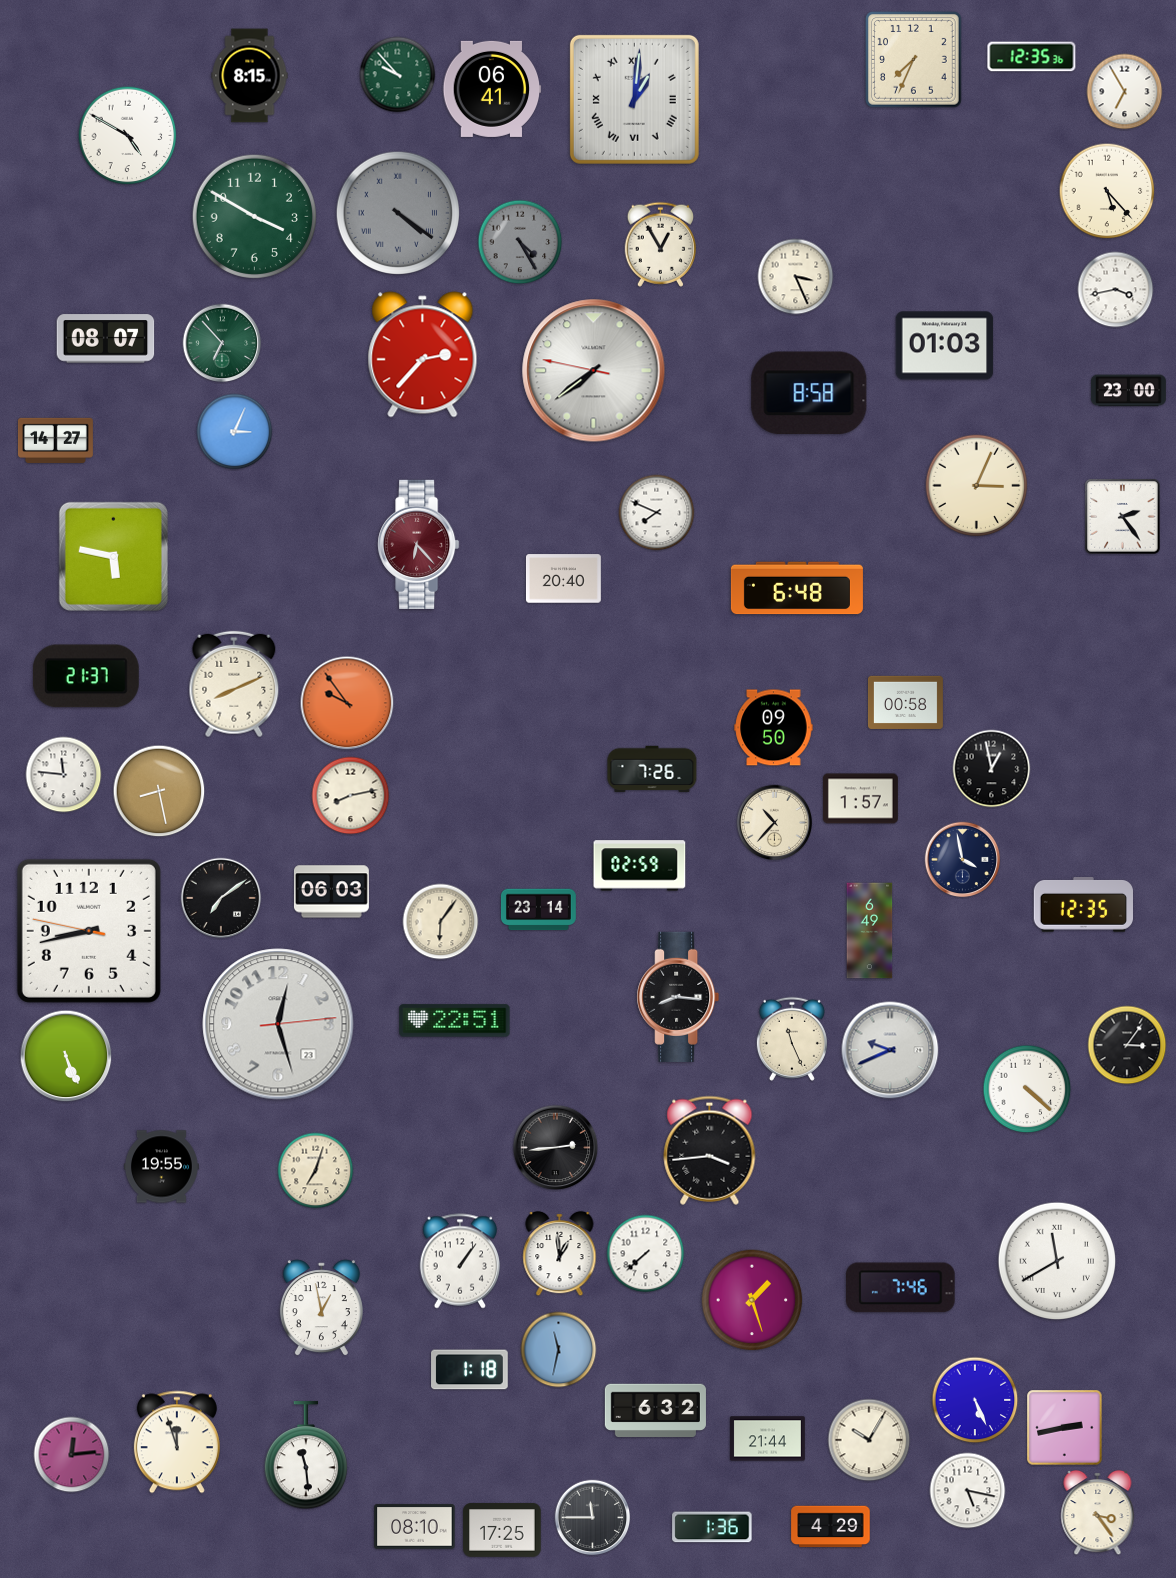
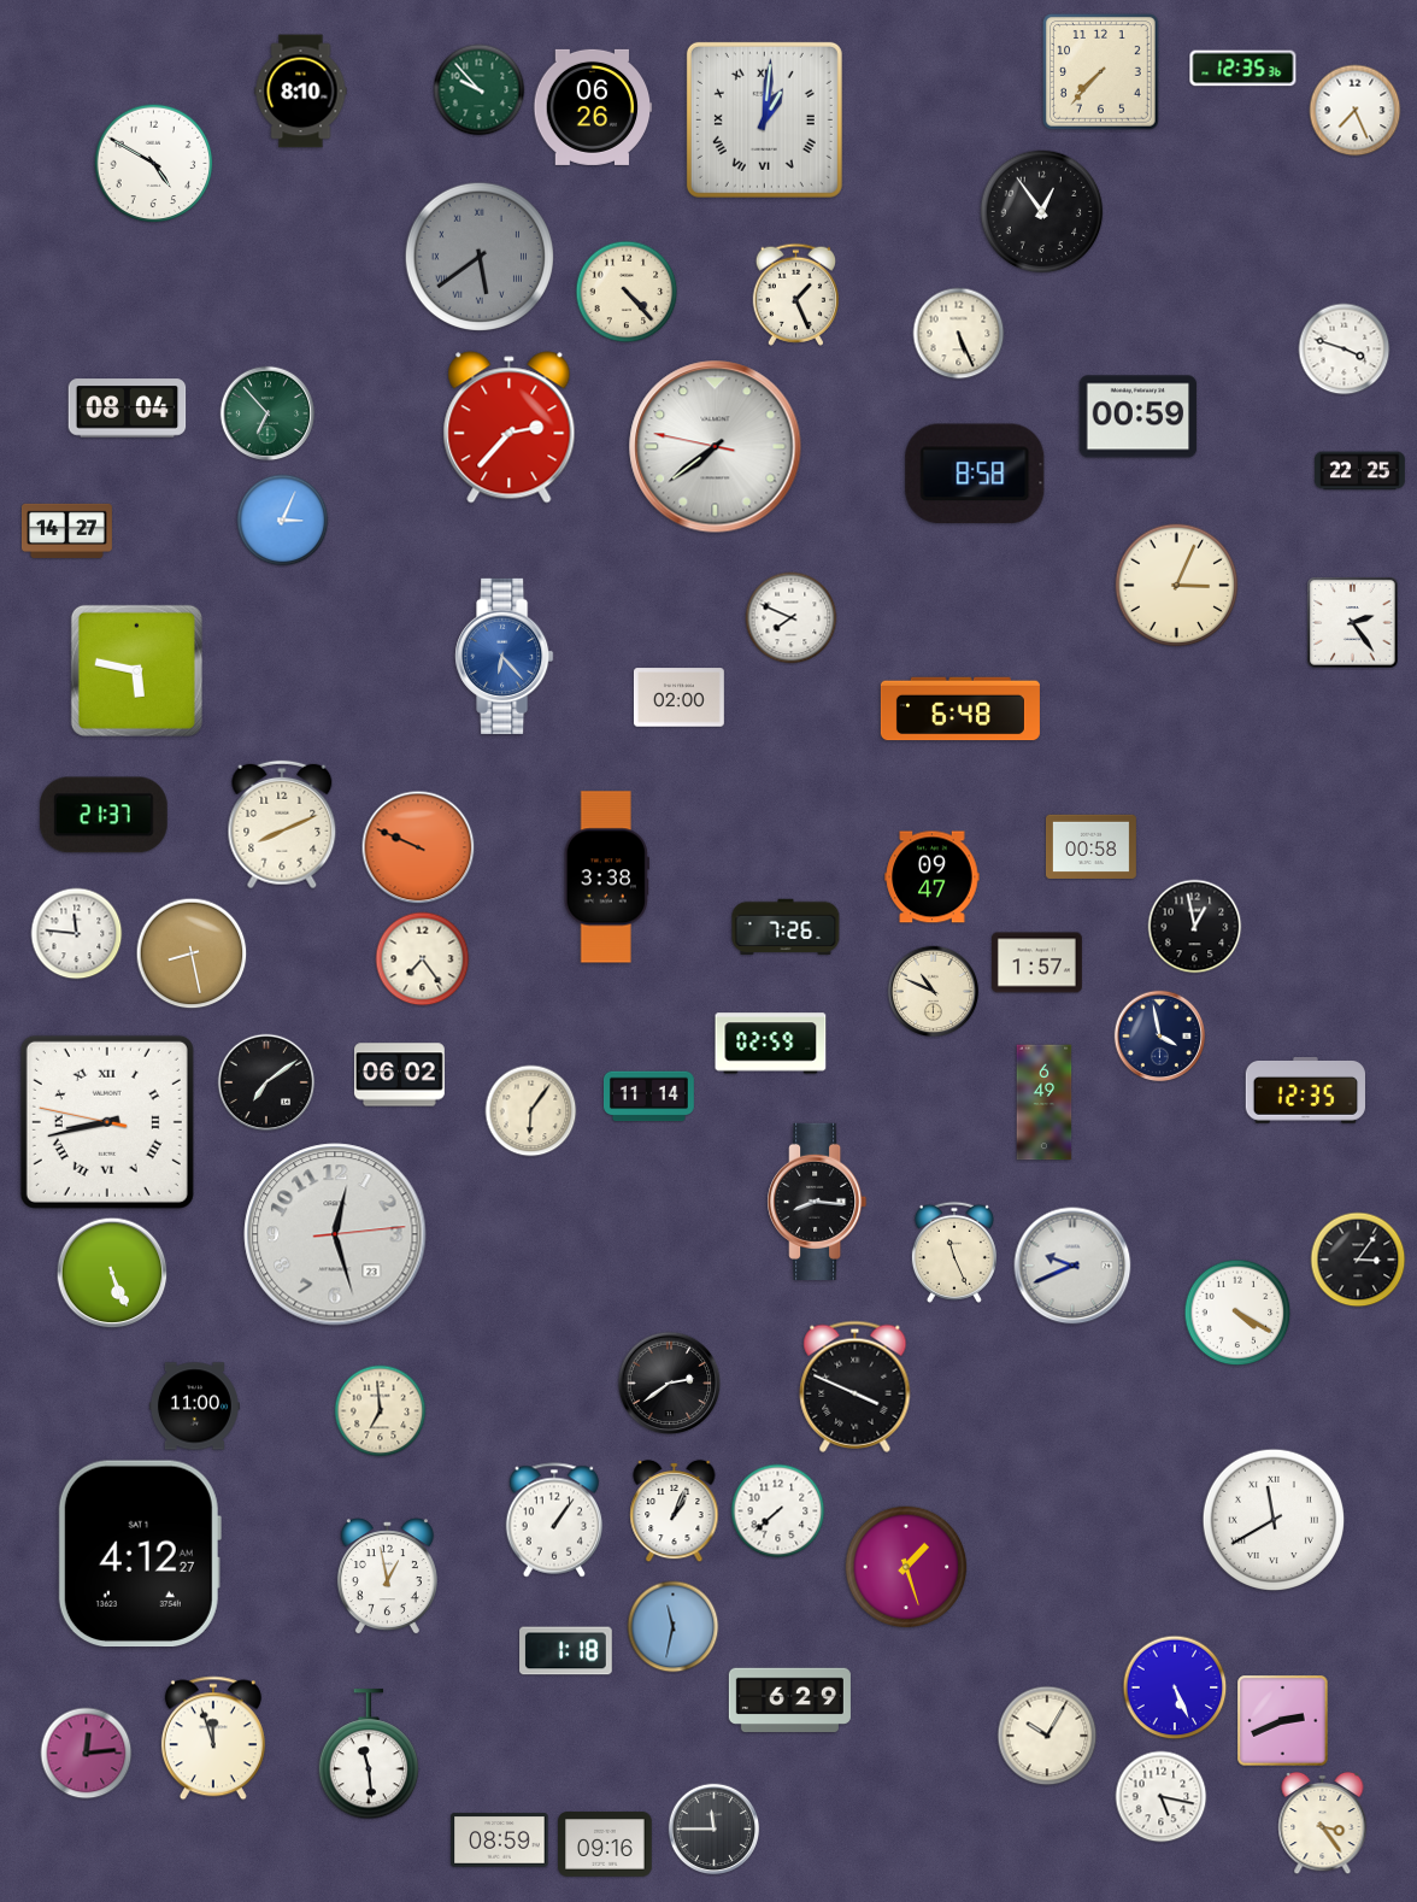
clock at (914, 60): 7:34 -> 7:37
clock at (250, 76): 8:15 -> 8:10
clock at (492, 89): 06:41 -> 06:26
clock at (1125, 92): 6:55 -> 7:26
clock at (1042, 212): none -> 12:54
clock at (1107, 191): 5:23 -> none
clock at (397, 212): 4:21 -> 5:39
clock at (254, 216): 3:50 -> none
clock at (520, 242): 4:25 -> 4:23
clock at (520, 242) dial: grey -> cream
clock at (660, 244): 12:55 -> 1:26
clock at (796, 277): 3:26 -> 5:26
clock at (1116, 290): 3:43 -> 3:48
clock at (106, 339): 08:07 -> 08:04
clock at (945, 346): 01:03 -> 00:59
clock at (1128, 391): 23:00 -> 22:25
clock at (419, 544) dial: burgundy -> blue
clock at (563, 579): 20:40 -> 02:00
clock at (347, 703): 9:54 -> 9:49
clock at (606, 877): none -> 3:38
clock at (774, 728): 09:50 -> 09:47
clock at (351, 796): 8:13 -> 7:24
clock at (775, 823): 10:37 -> 10:49
clock at (331, 892): 06:03 -> 06:02
clock at (538, 910): 23:14 -> 11:14
clock at (89, 931) numerals: Arabic -> Roman
clock at (870, 931) position: (870, 931) -> (1045, 1103)
clock at (455, 1021): 22:51 -> none
clock at (66, 1056) position: (66, 1056) -> (112, 1273)
clock at (1027, 1089): 4:22 -> 4:20
clock at (556, 1148): 2:44 -> 2:39
clock at (710, 1150): 3:44 -> 3:49
clock at (161, 1167): 19:55 -> 11:00
clock at (316, 1171): 7:03 -> 6:59
clock at (560, 1254): 12:59 -> 1:04
clock at (901, 1288): 7:46 -> none
clock at (140, 1554): none -> 4:12
clock at (655, 1411): 6:32 -> 6:29
clock at (1065, 1428): 2:43 -> 2:41
clock at (767, 1439): 21:44 -> none
clock at (968, 1491) position: (968, 1491) -> (1162, 1797)
clock at (415, 1527): 08:10 -> 08:59
clock at (712, 1527): 1:36 -> none
clock at (831, 1527): 4:29 -> none
clock at (502, 1530): 17:25 -> 09:16
